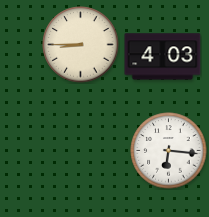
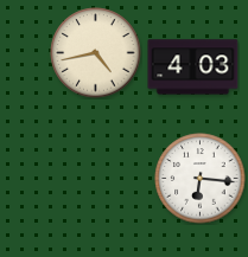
clock at (81, 45): 8:45 -> 4:43
